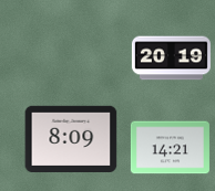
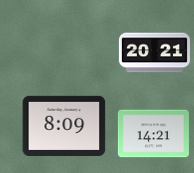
clock at (171, 59): 20:19 -> 20:21
